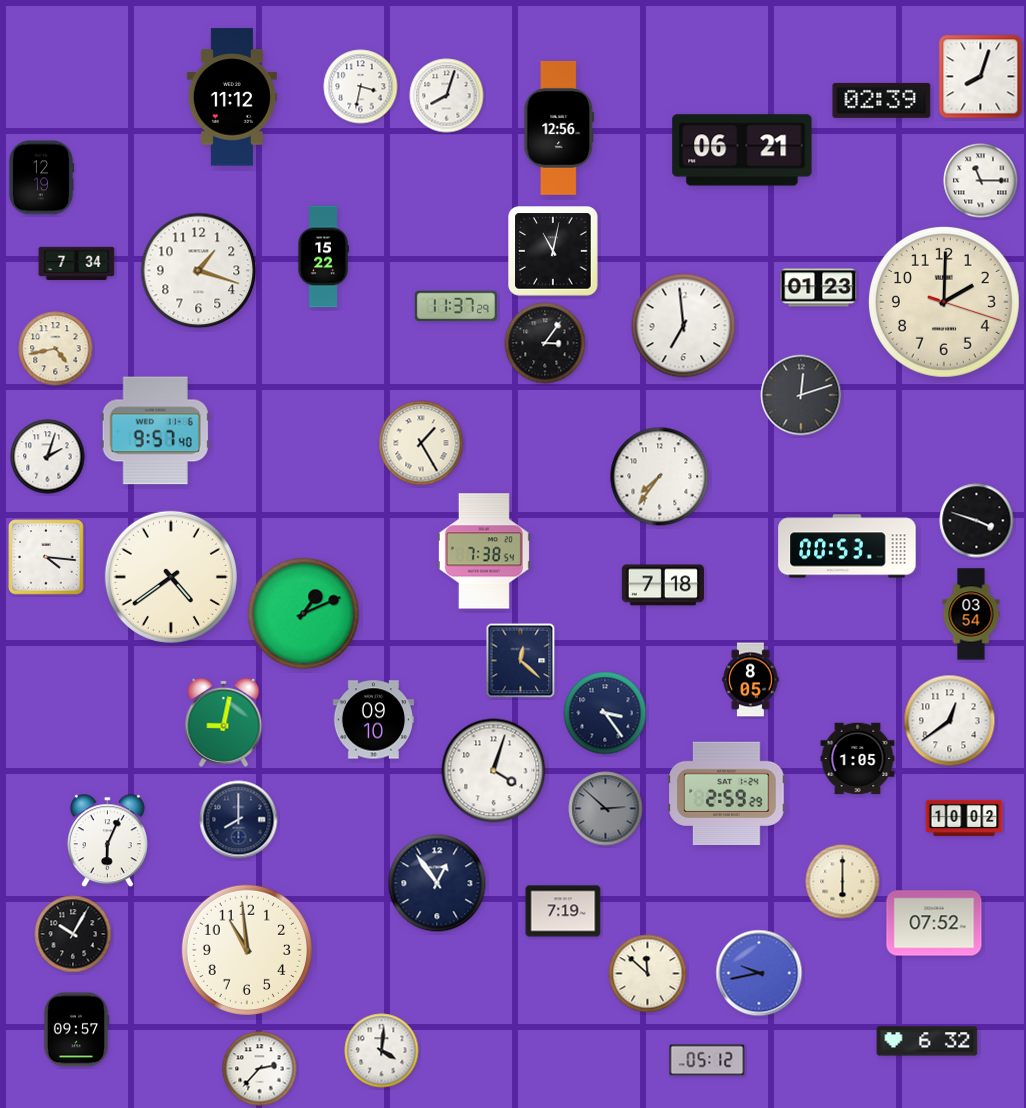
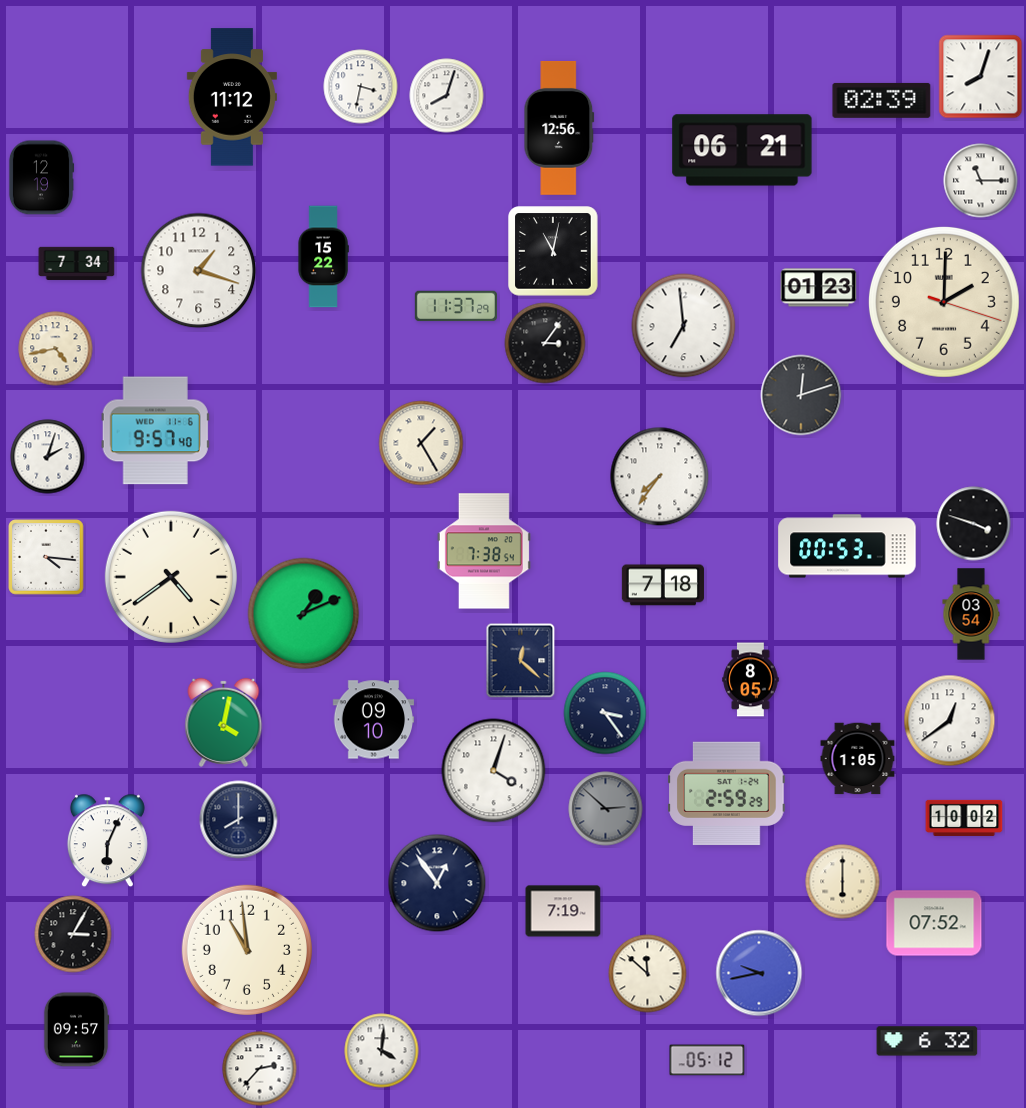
clock at (977, 521) position: (977, 521) -> (974, 524)
clock at (224, 722): 9:02 -> 4:02
clock at (73, 934): 10:05 -> 3:05
